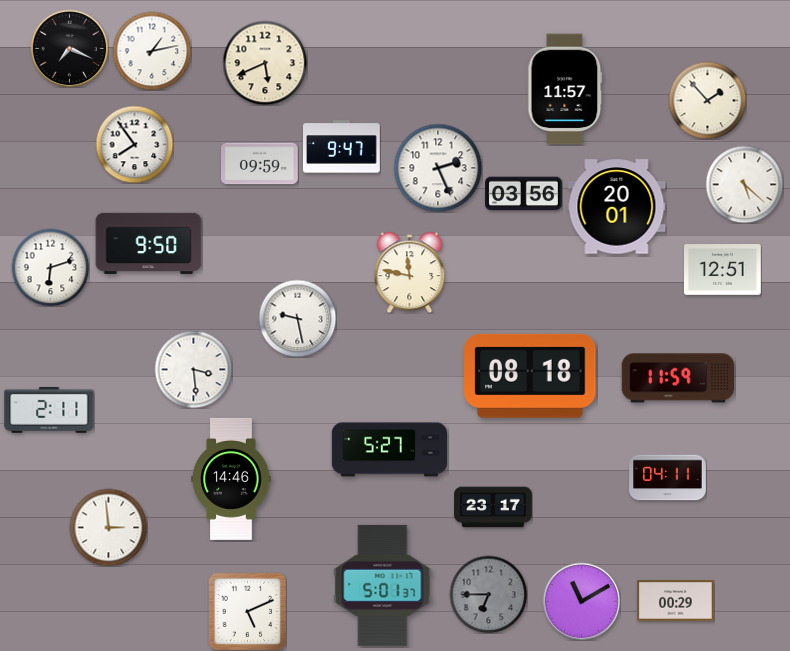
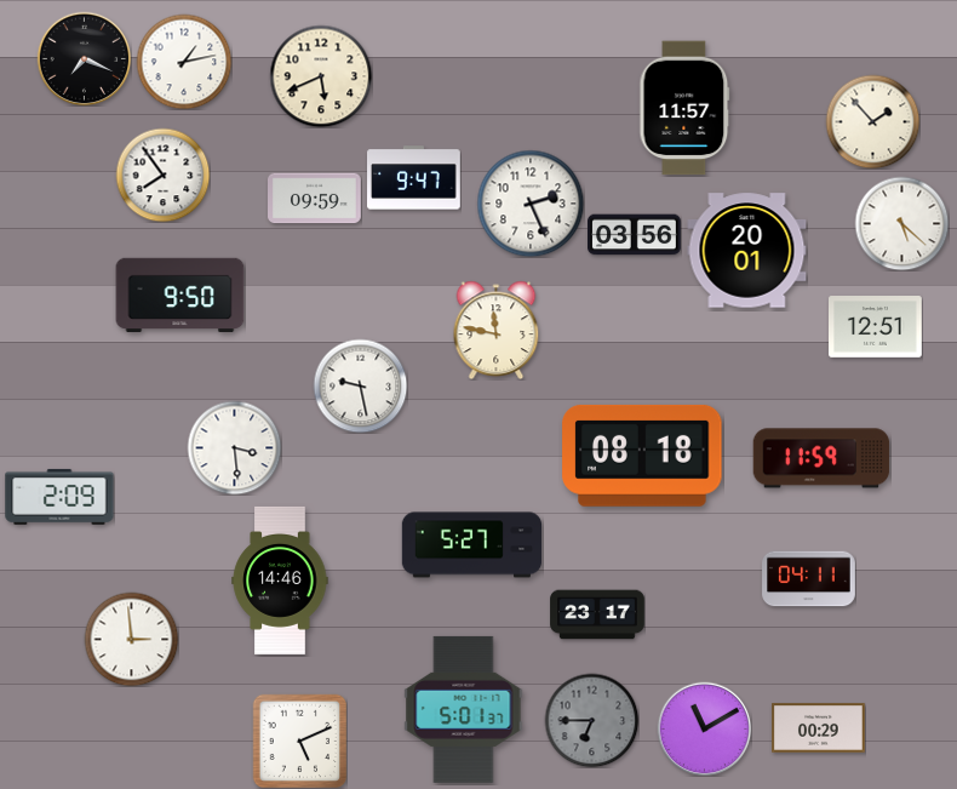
clock at (707, 100) position: (707, 100) -> (872, 121)
clock at (50, 267): 6:12 -> none
clock at (49, 410): 2:11 -> 2:09
